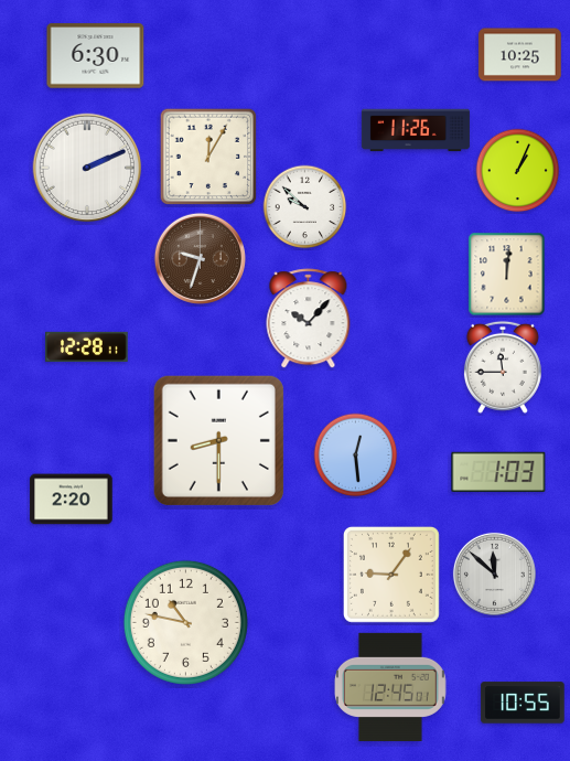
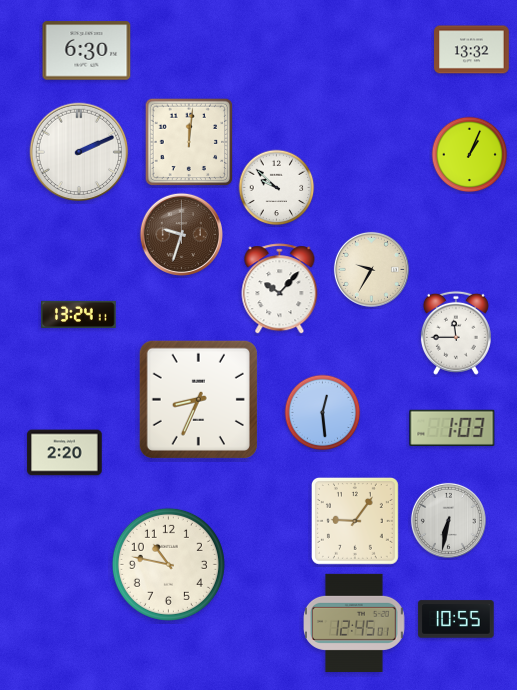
clock at (520, 55): 10:25 -> 13:32
clock at (416, 130): 11:26 -> none
clock at (208, 157): 12:05 -> 12:01
clock at (507, 275): 12:01 -> none
clock at (371, 269): none -> 9:35
clock at (87, 346): 12:28 -> 13:24
clock at (218, 440): 8:30 -> 8:34
clock at (494, 574): 11:52 -> 6:32
clock at (523, 703) position: (523, 703) -> (456, 619)
